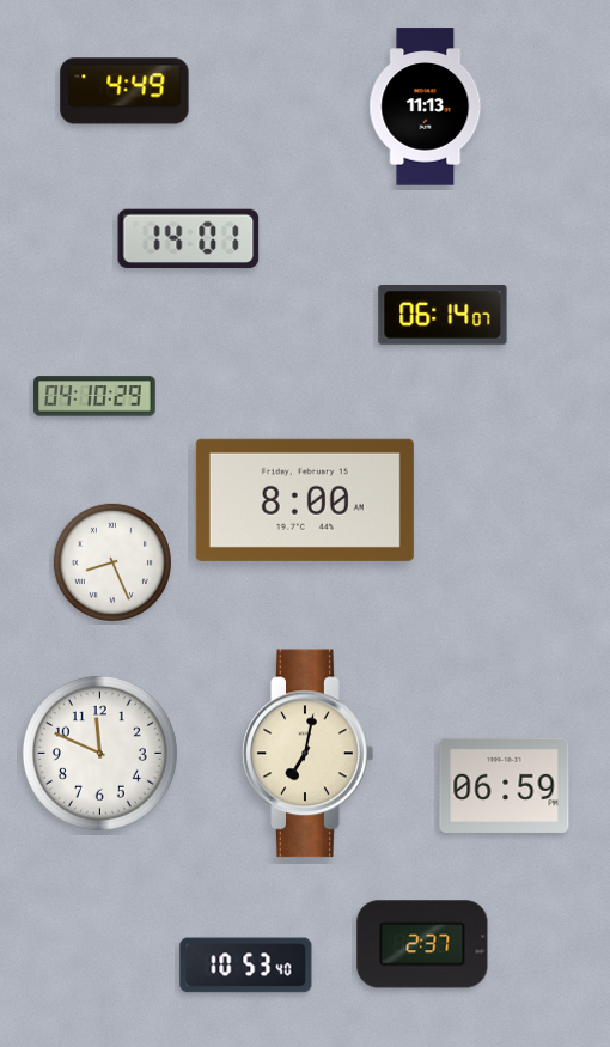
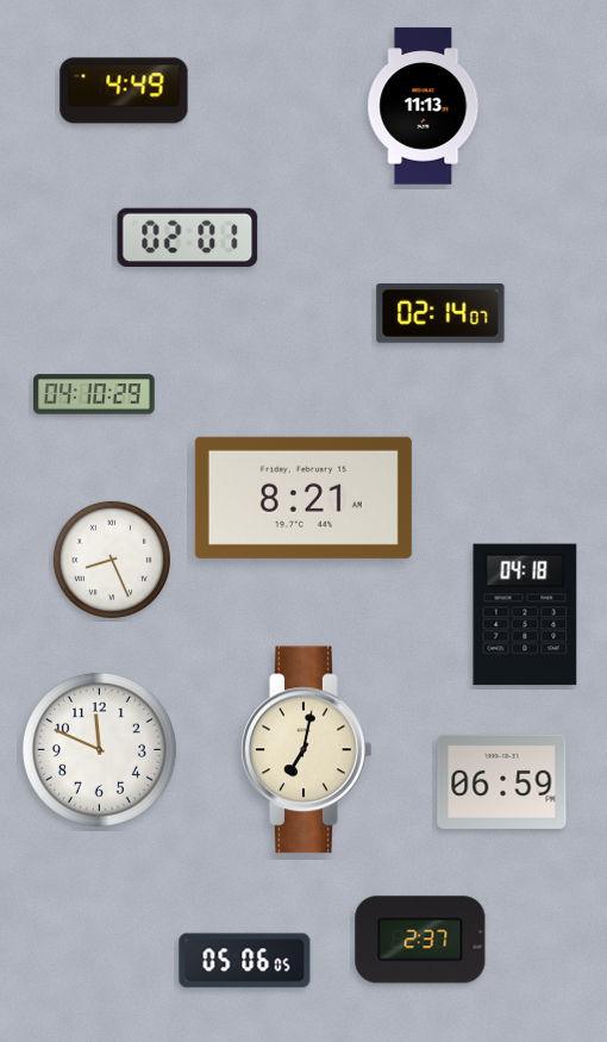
clock at (189, 238): 14:01 -> 02:01
clock at (443, 315): 06:14 -> 02:14
clock at (305, 500): 8:00 -> 8:21
clock at (525, 614): none -> 04:18
clock at (246, 966): 10:53 -> 05:06
